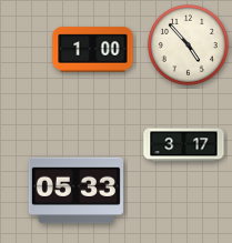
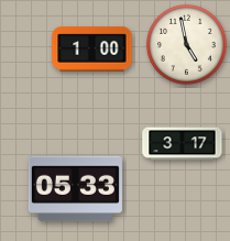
clock at (188, 44): 4:53 -> 4:58
